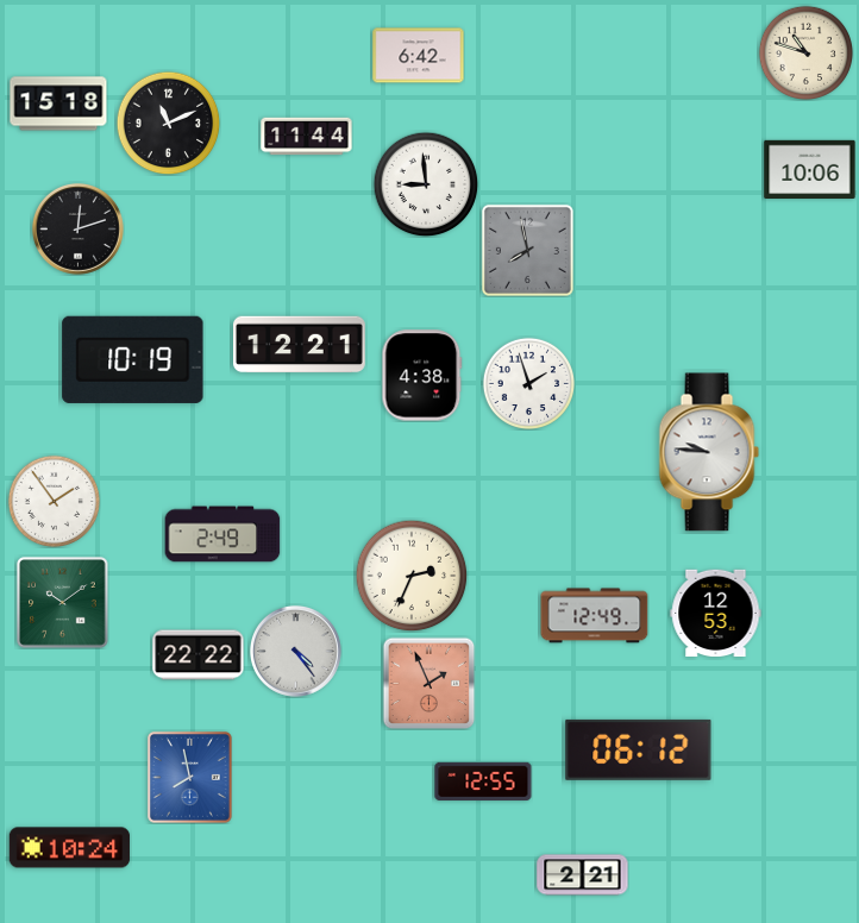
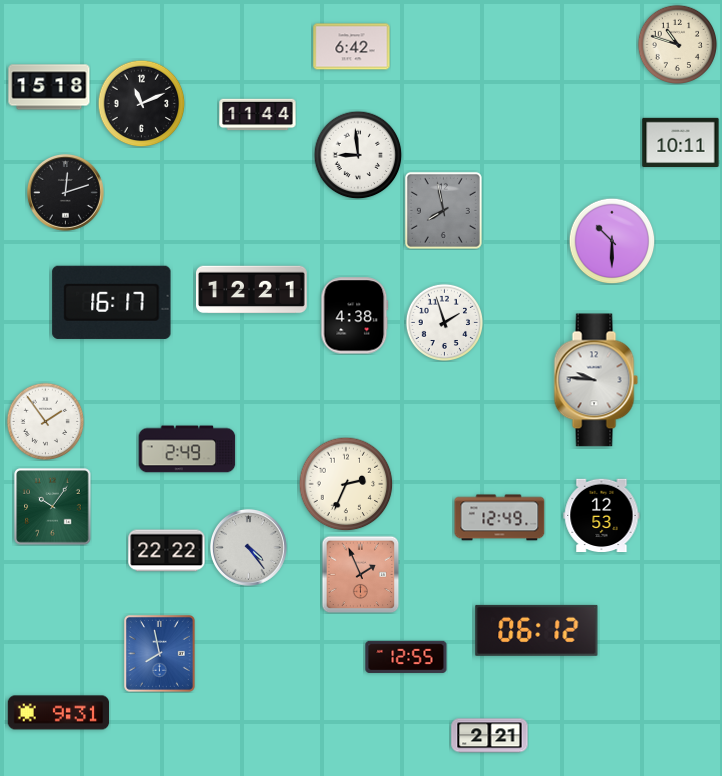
clock at (810, 169): 10:06 -> 10:11
clock at (612, 241): none -> 10:30
clock at (133, 359): 10:19 -> 16:17
clock at (63, 603): 10:09 -> 10:06
clock at (70, 848): 10:24 -> 9:31
